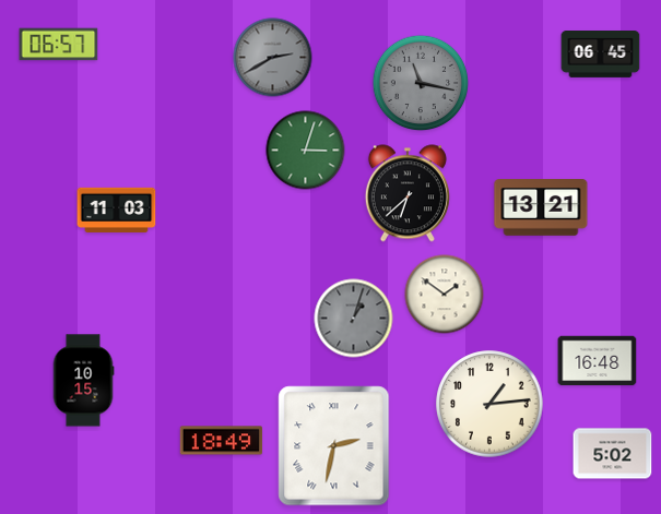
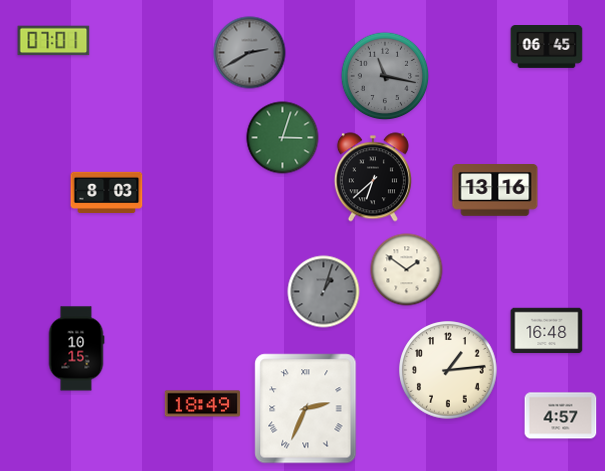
clock at (59, 45): 06:57 -> 07:01
clock at (601, 55) position: (601, 55) -> (547, 47)
clock at (306, 151) position: (306, 151) -> (283, 138)
clock at (541, 208): 13:21 -> 13:16
clock at (117, 210): 11:03 -> 8:03
clock at (334, 446): 2:32 -> 2:34
clock at (613, 454): 5:02 -> 4:57
